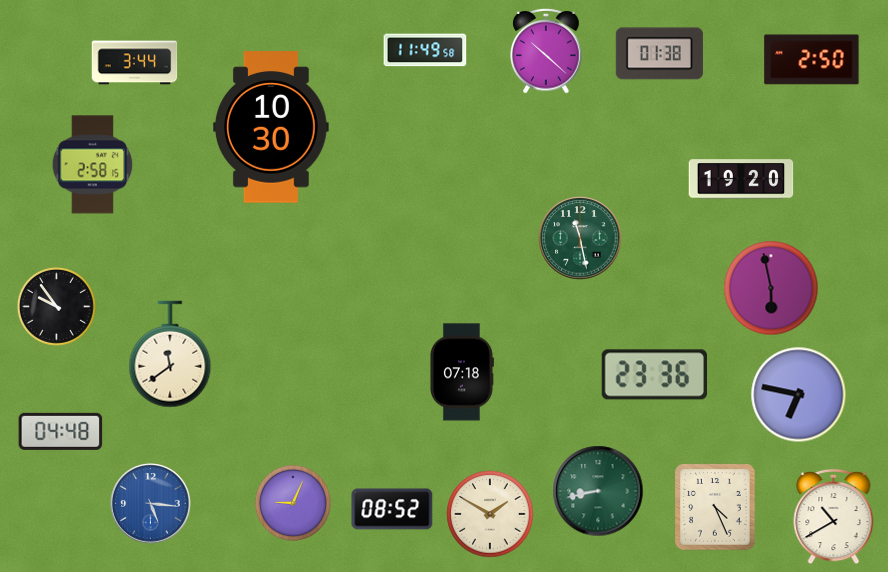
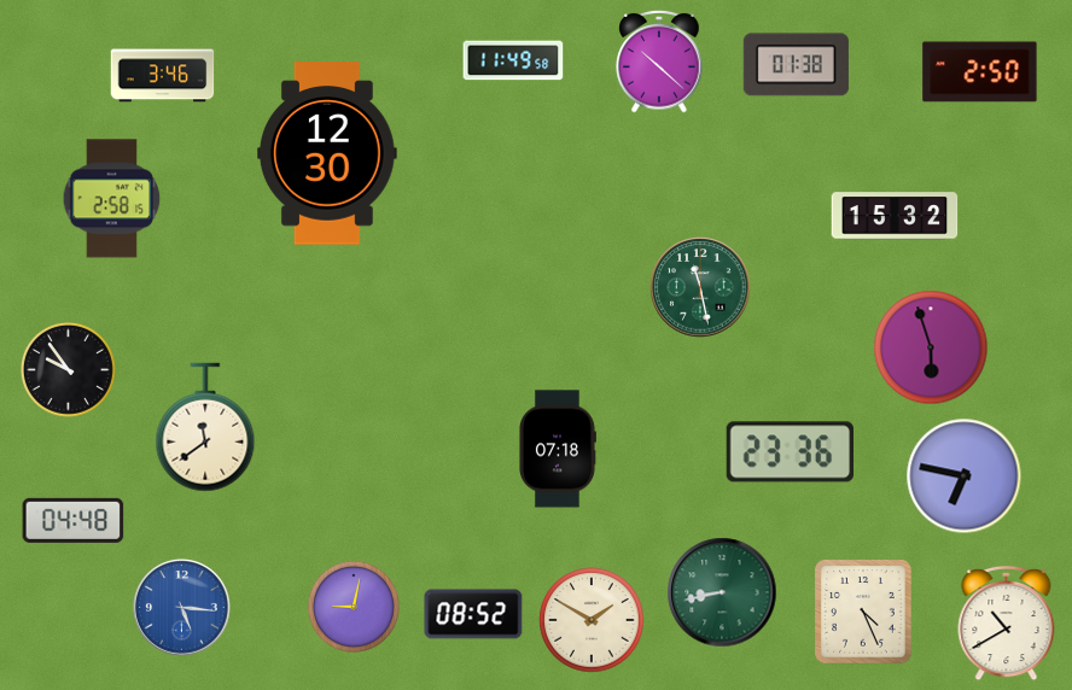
clock at (135, 63): 3:44 -> 3:46
clock at (272, 127): 10:30 -> 12:30
clock at (741, 179): 19:20 -> 15:32
clock at (771, 288): 5:58 -> 5:57
clock at (293, 503): 9:04 -> 9:02
